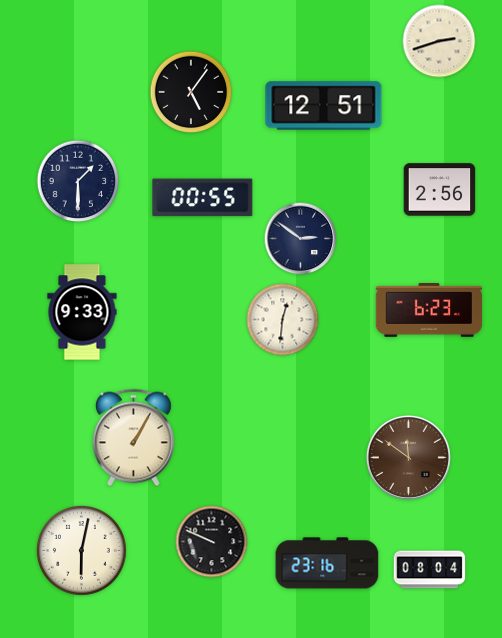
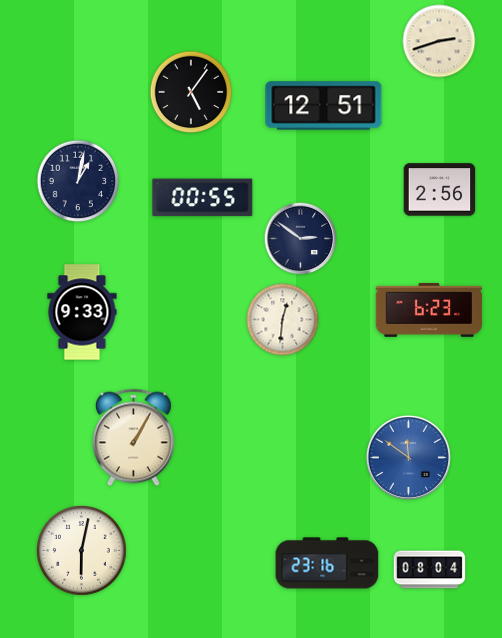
clock at (78, 181): 1:30 -> 1:02
clock at (408, 457) dial: brown -> blue
clock at (212, 542): 9:49 -> none
